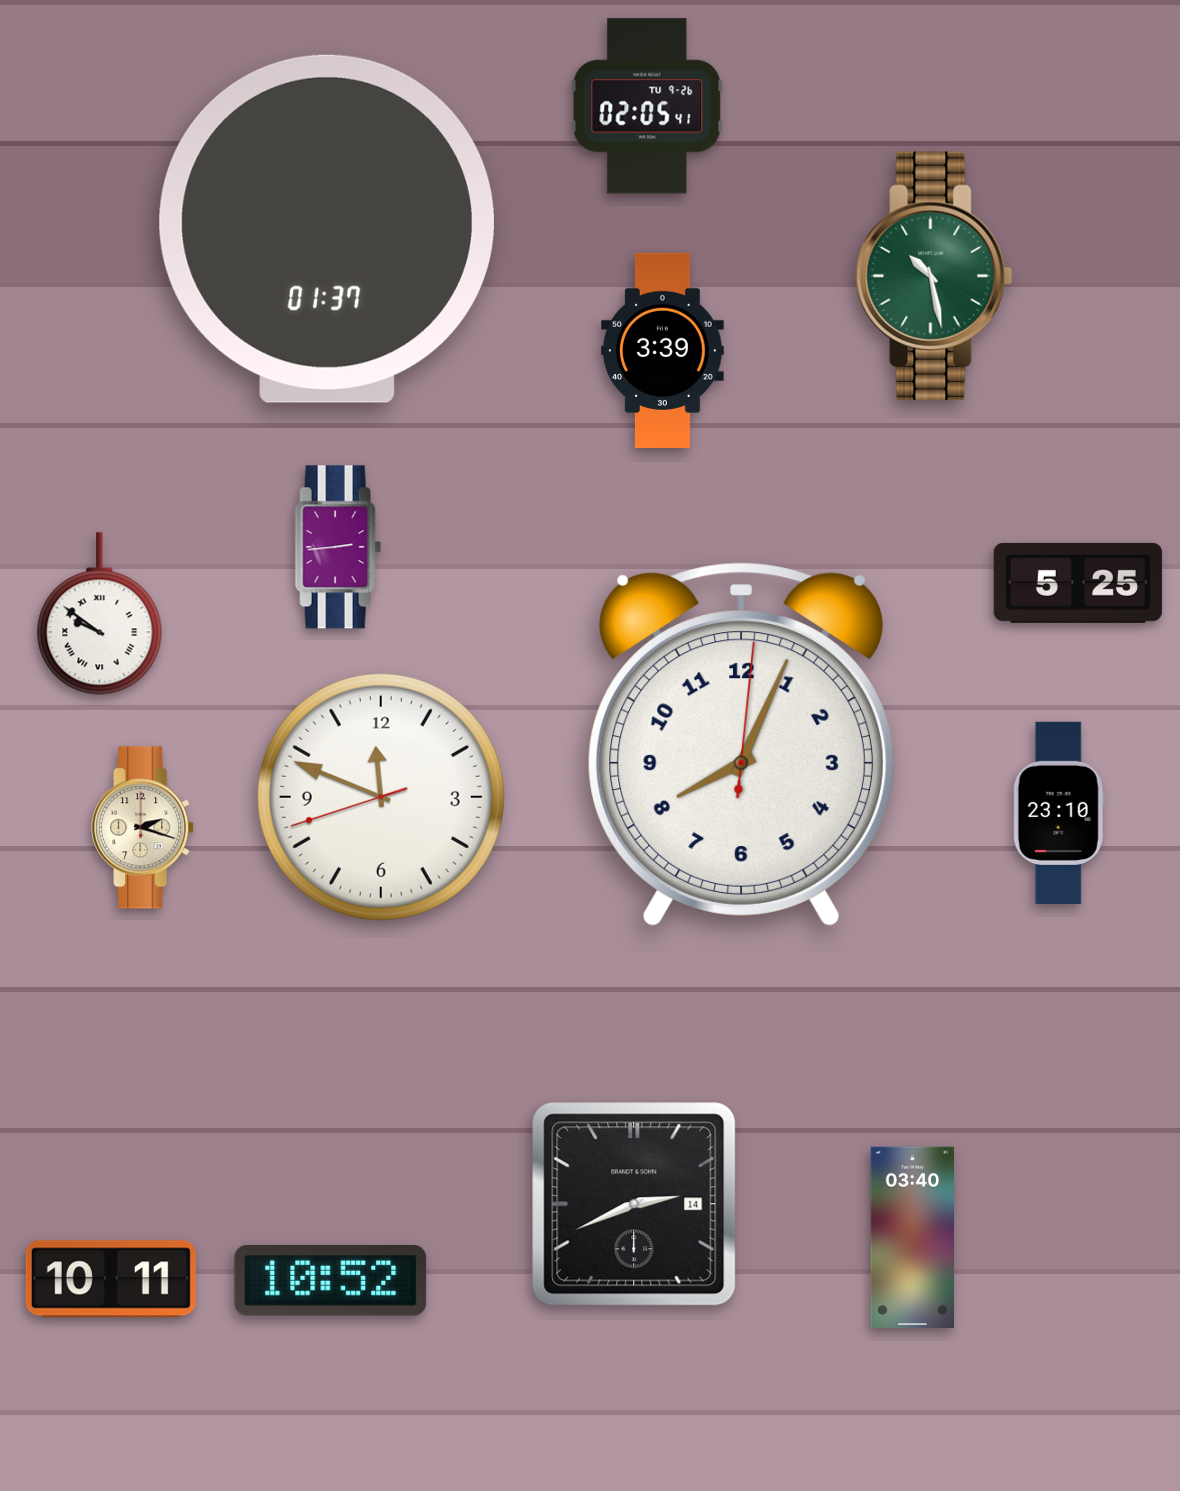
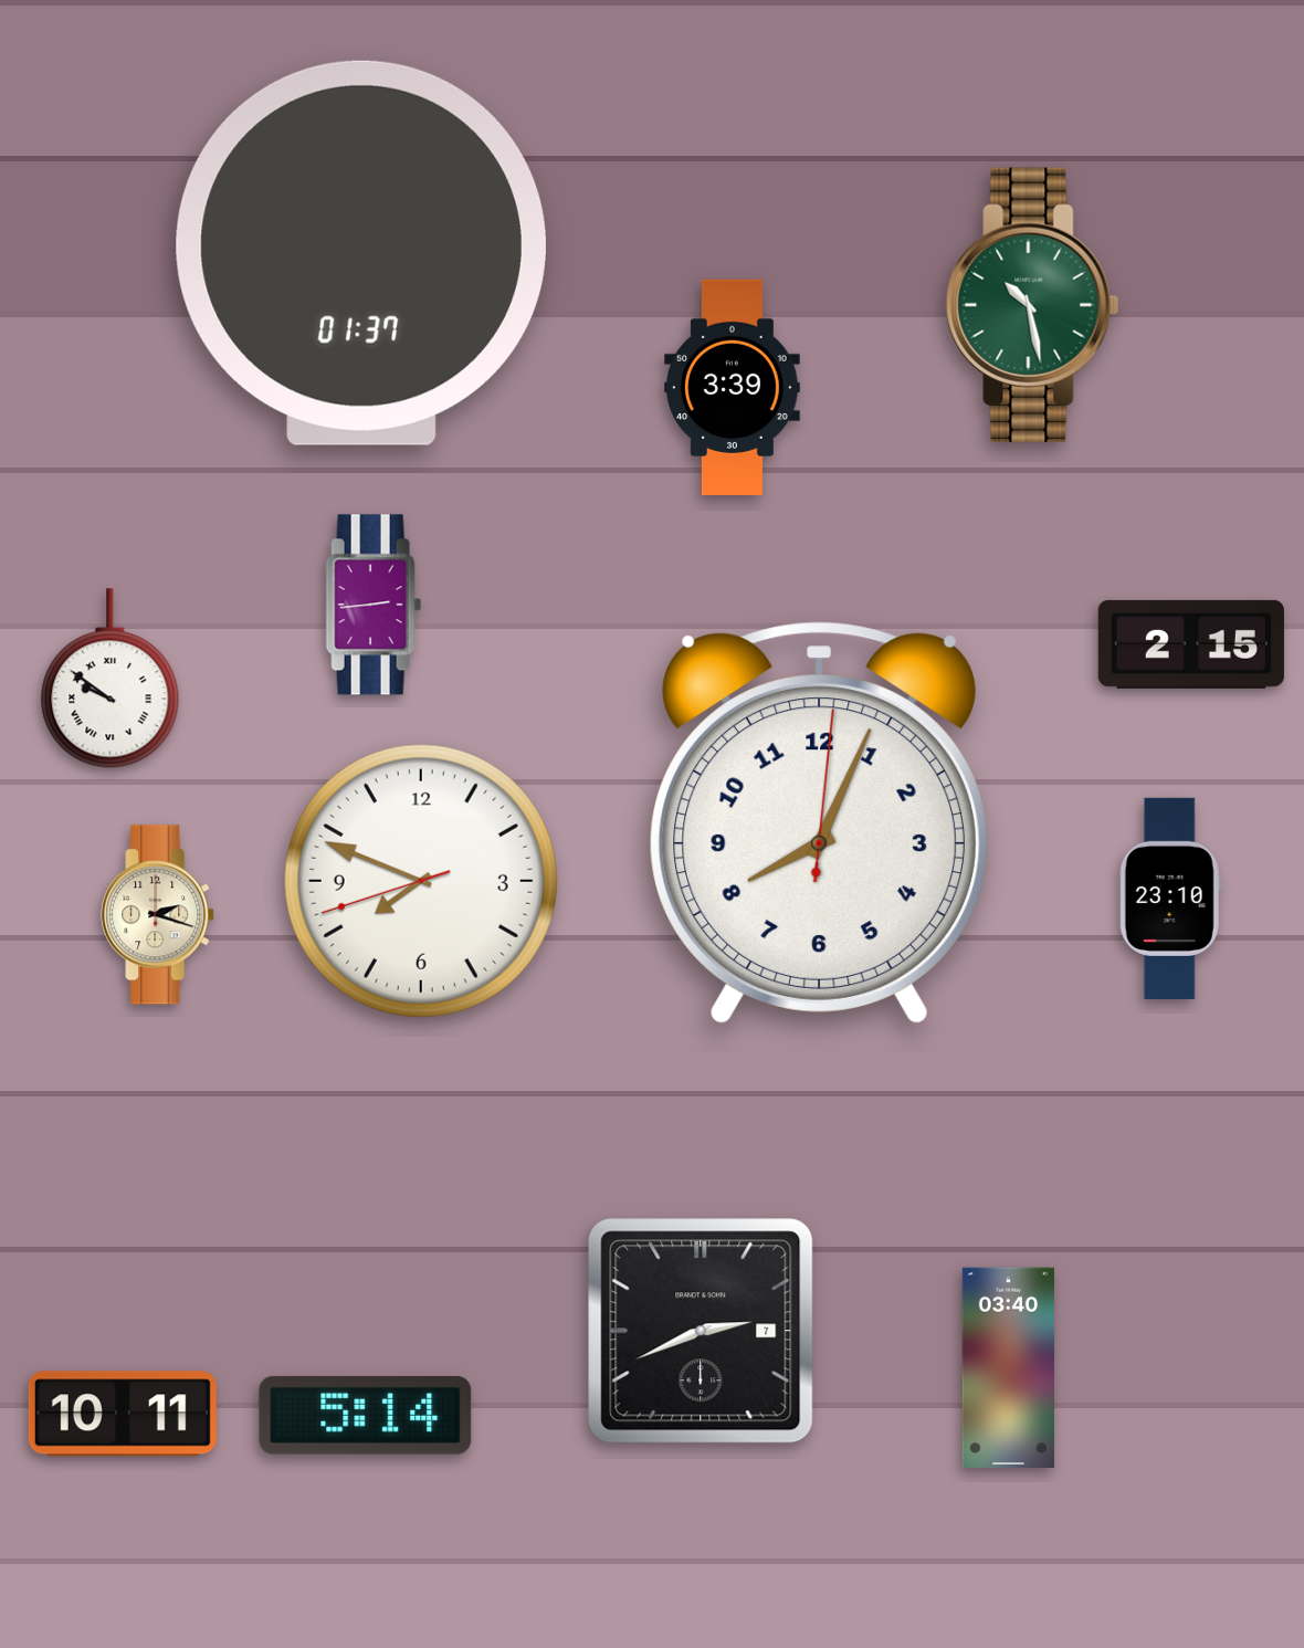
clock at (647, 106): 02:05 -> none
clock at (1078, 583): 5:25 -> 2:15
clock at (381, 797): 11:48 -> 7:48
clock at (634, 1204) date: 14 -> 7
clock at (331, 1280): 10:52 -> 5:14
